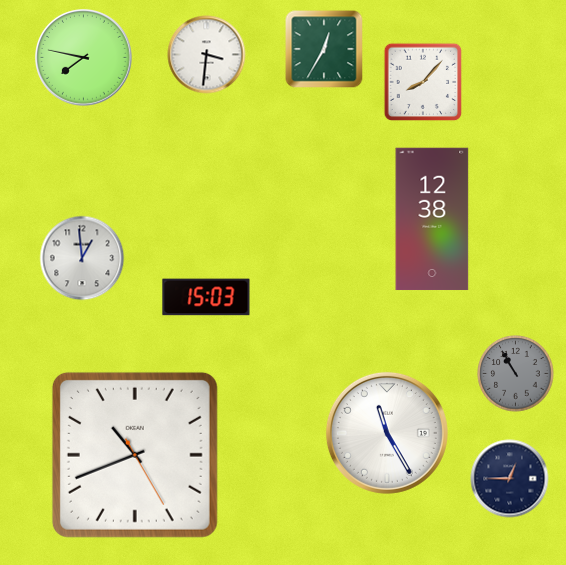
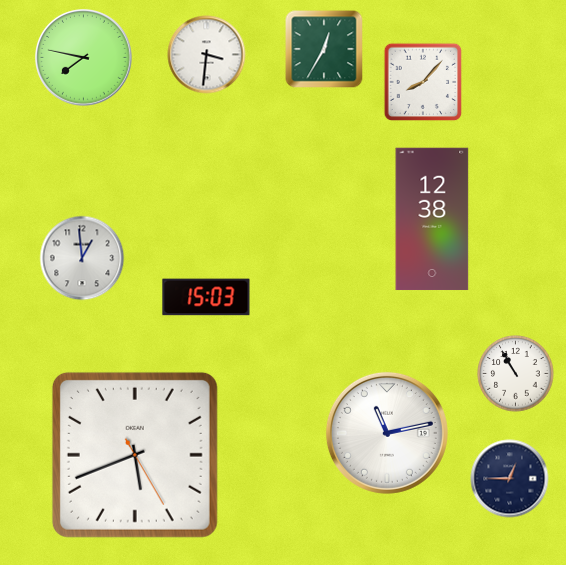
clock at (516, 374) dial: grey -> white
clock at (387, 433): 11:25 -> 11:13
clock at (135, 455): 10:41 -> 5:41
